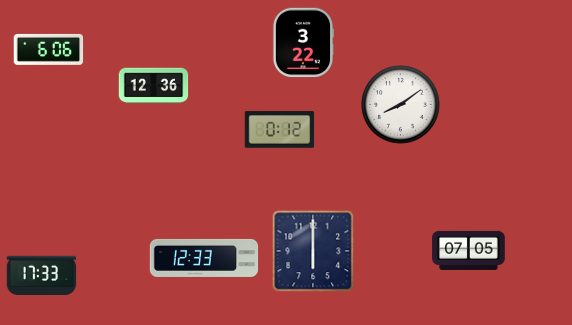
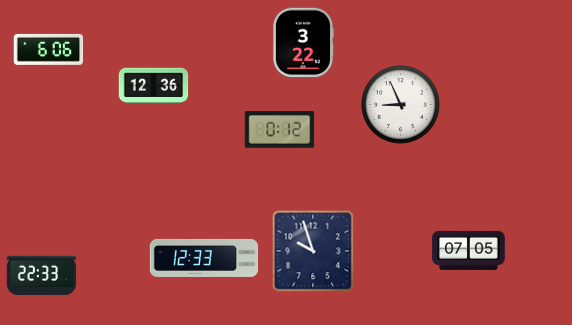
clock at (401, 105): 8:09 -> 8:56
clock at (313, 251): 6:00 -> 9:57
clock at (42, 276): 17:33 -> 22:33
